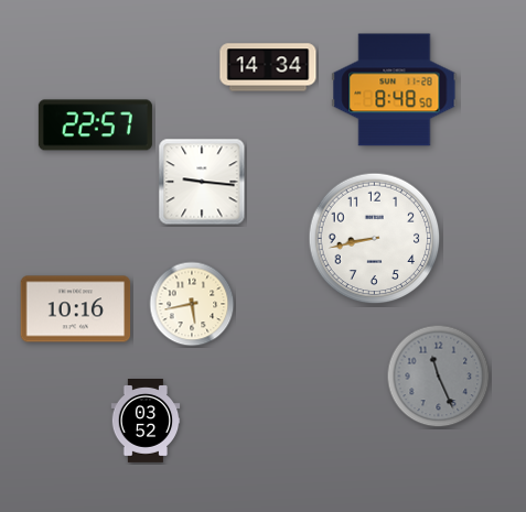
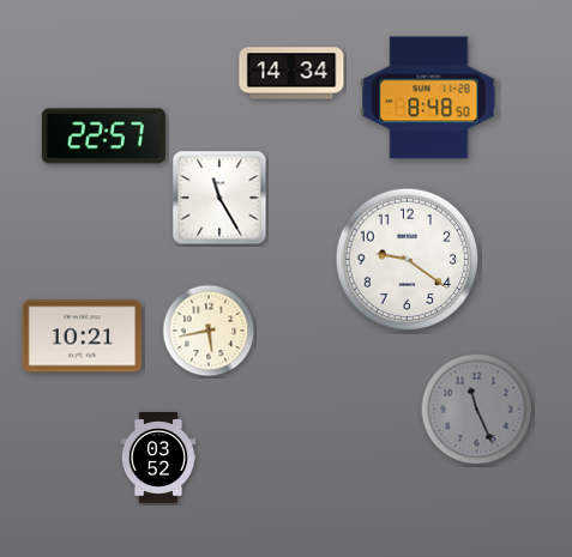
clock at (202, 182): 9:16 -> 11:25
clock at (375, 239): 8:43 -> 9:21
clock at (76, 309): 10:16 -> 10:21
